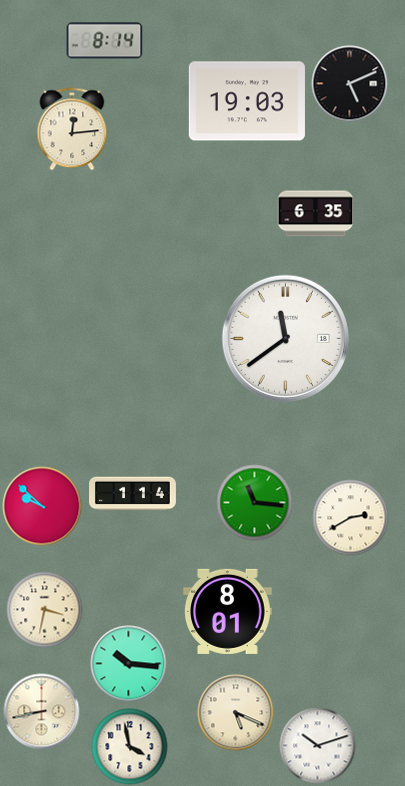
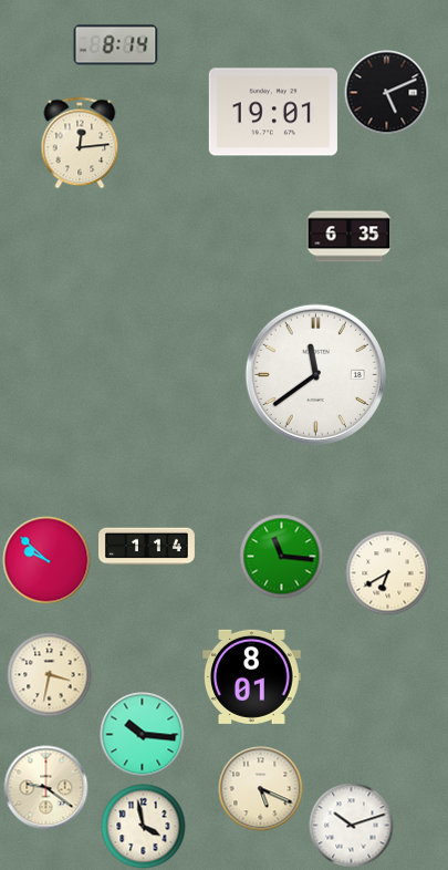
clock at (247, 101): 19:03 -> 19:01
clock at (351, 518): 2:40 -> 6:40
clock at (42, 712): 8:43 -> 9:21
